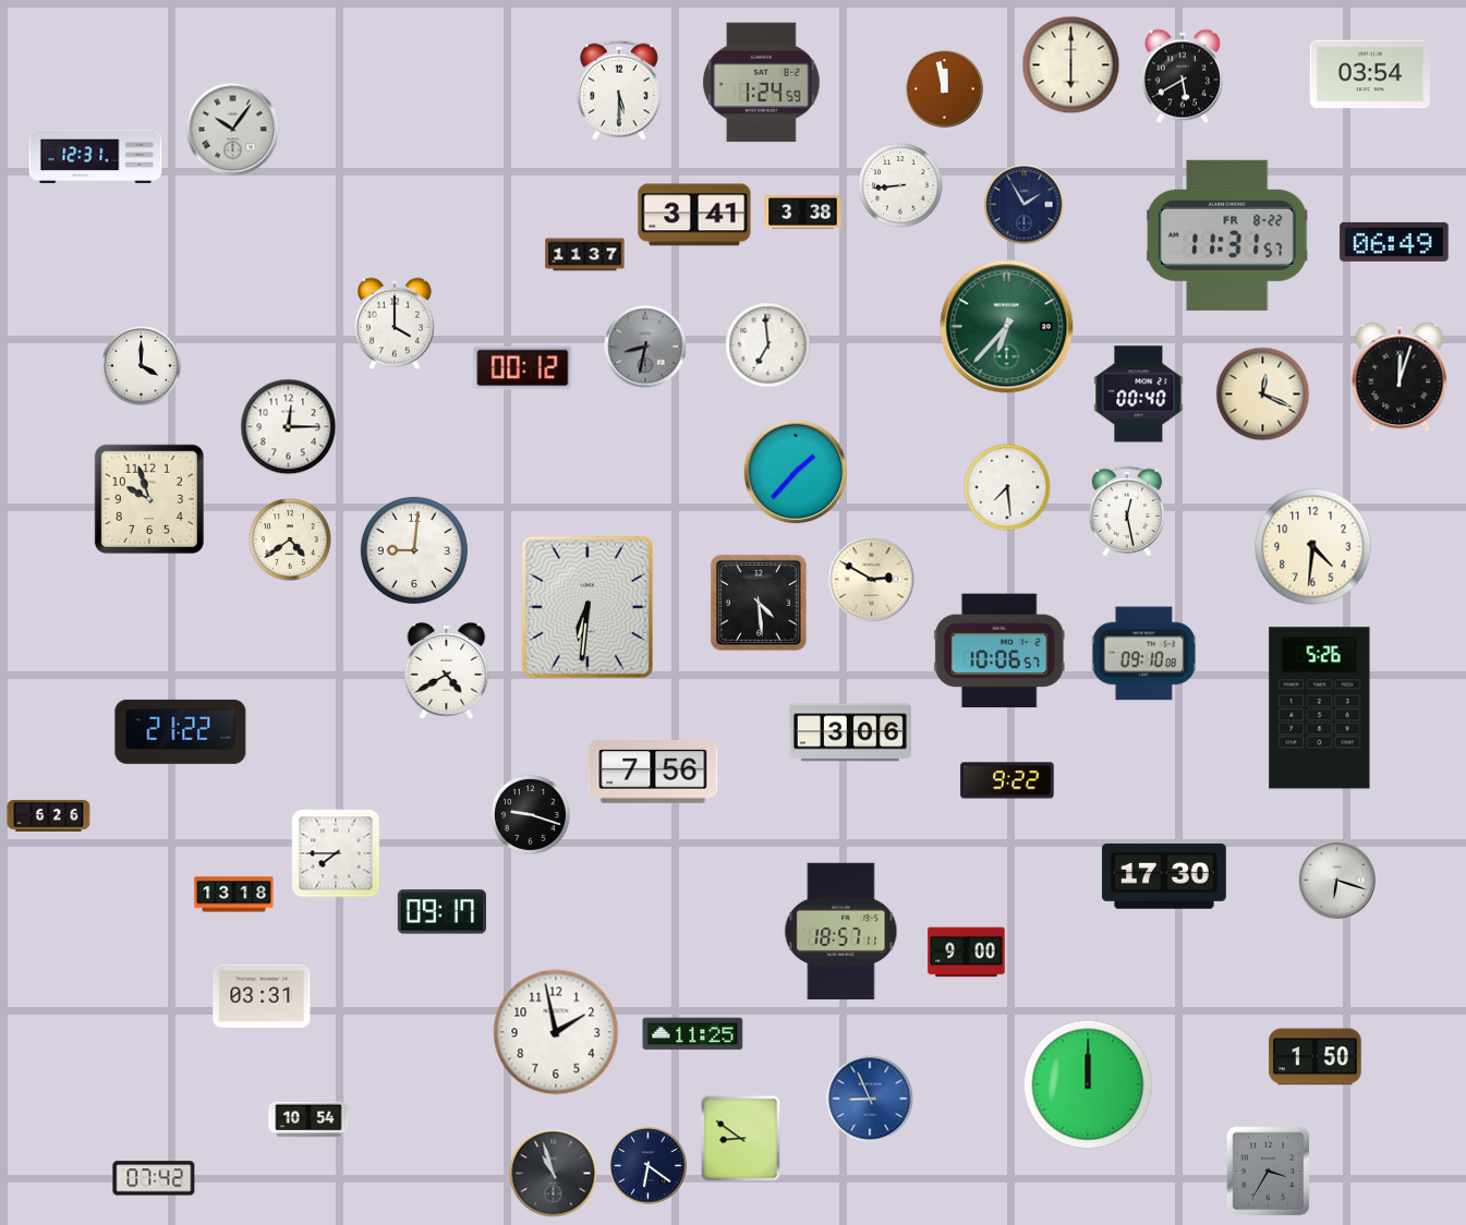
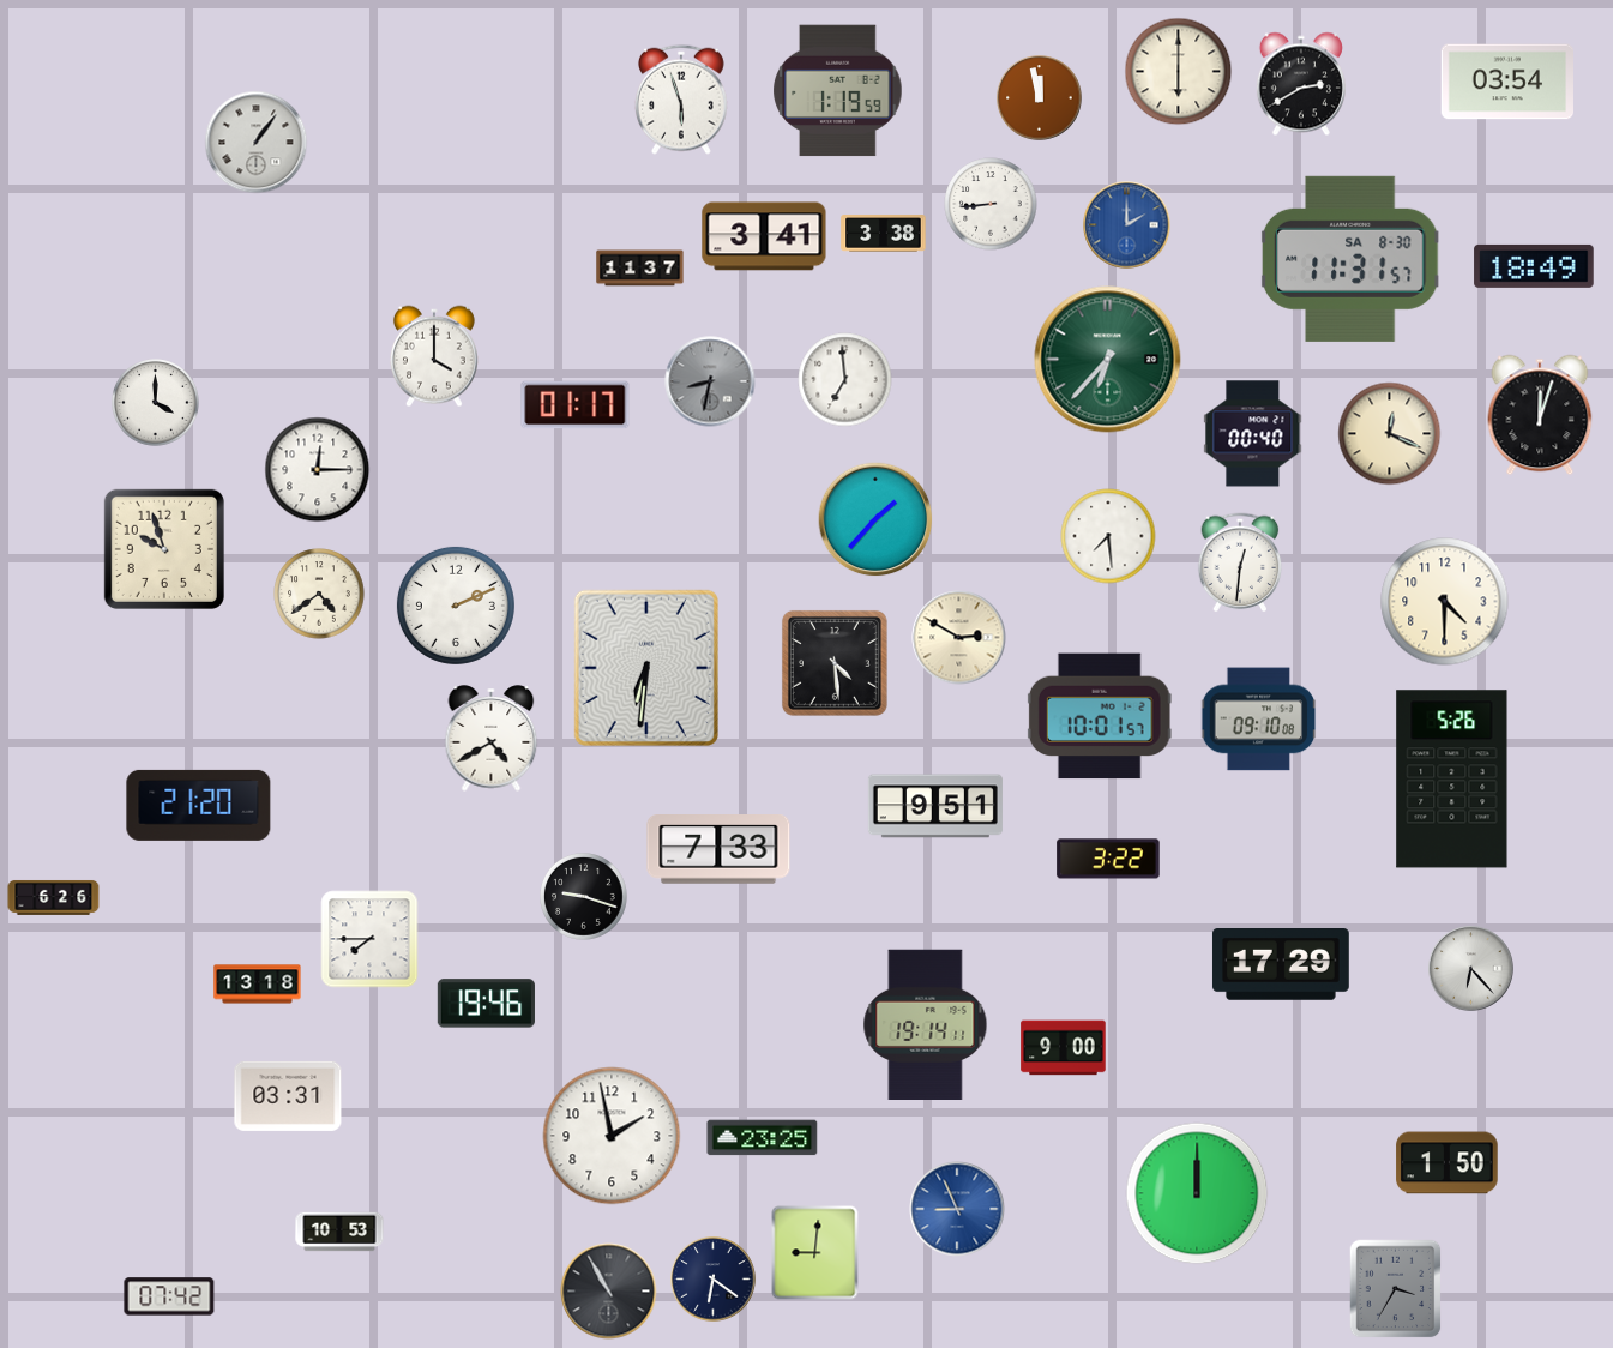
clock at (1183, 76): 5:40 -> 2:40
clock at (762, 83): 1:24 -> 1:19
clock at (619, 90): 5:30 -> 5:57
clock at (233, 130): 10:06 -> 1:06
clock at (96, 156): 12:31 -> none
clock at (1025, 205): 1:55 -> 2:00
clock at (1025, 205) dial: navy -> blue
clock at (1227, 235) date: FR 8-22 -> SA 8-30
clock at (1394, 242): 06:49 -> 18:49
clock at (585, 255) position: (585, 255) -> (640, 269)
clock at (523, 368): 00:12 -> 01:17
clock at (1127, 511): 12:28 -> 12:31
clock at (1313, 547): 4:31 -> 4:30
clock at (414, 550): 9:01 -> 2:11
clock at (999, 651): 10:06 -> 10:01
clock at (181, 731): 21:22 -> 21:20
clock at (850, 732): 3:06 -> 9:51
clock at (653, 772): 7:56 -> 7:33
clock at (1007, 780): 9:22 -> 3:22
clock at (1164, 877): 17:30 -> 17:29
clock at (1337, 881): 6:18 -> 6:23
clock at (441, 912): 09:17 -> 19:46
clock at (841, 931): 18:57 -> 19:14
clock at (693, 1034): 11:25 -> 23:25
clock at (308, 1119): 10:54 -> 10:53
clock at (741, 1139): 8:51 -> 9:01
clock at (649, 1166) position: (649, 1166) -> (714, 1280)
clock at (554, 1174): 10:57 -> 10:55
